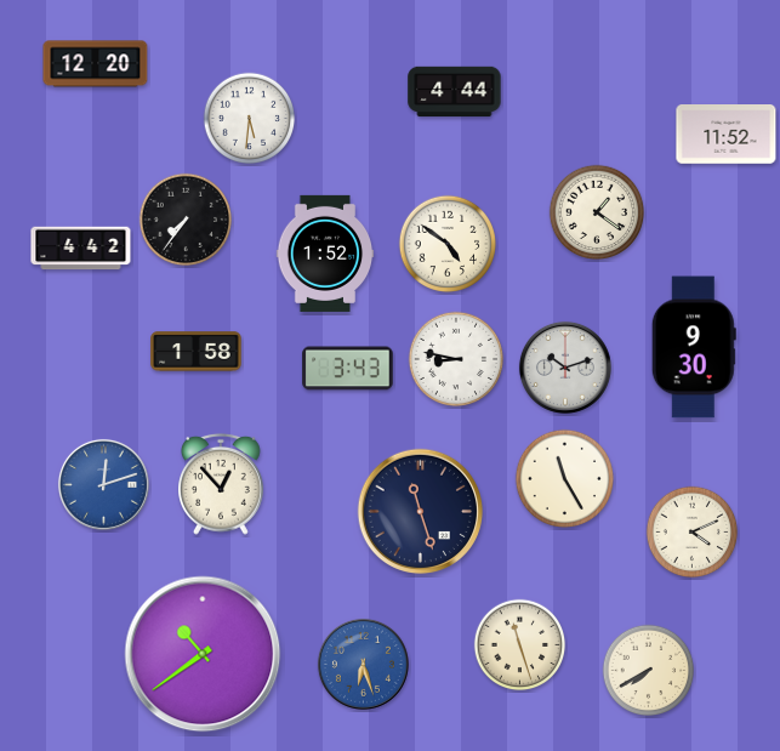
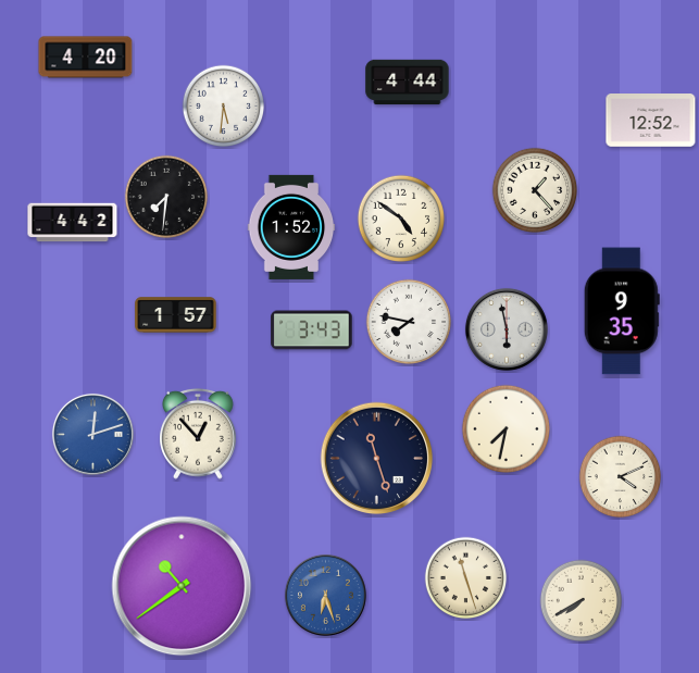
clock at (96, 64): 12:20 -> 4:20
clock at (727, 135): 11:52 -> 12:52
clock at (597, 212): 1:21 -> 1:23
clock at (186, 220): 7:36 -> 7:31
clock at (694, 347): 9:30 -> 9:35
clock at (197, 352): 1:58 -> 1:57
clock at (456, 359): 8:47 -> 7:47
clock at (565, 368): 10:12 -> 5:58
clock at (564, 478): 11:25 -> 7:32
